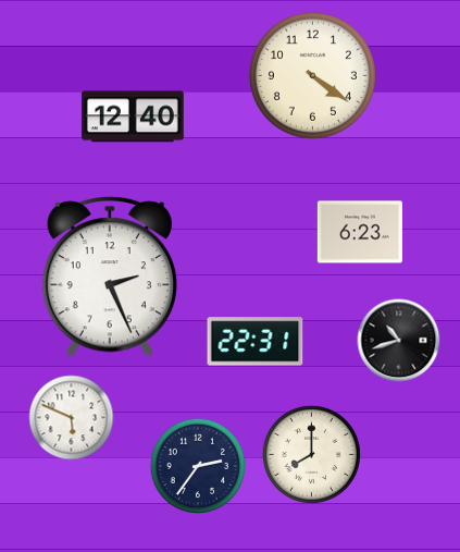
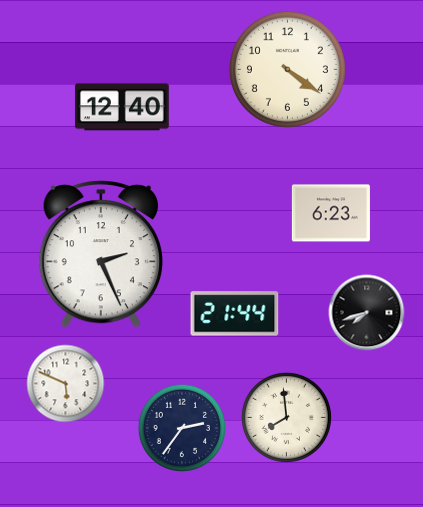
clock at (399, 341): 10:42 -> 7:42
clock at (256, 342): 22:31 -> 21:44
clock at (311, 454): 8:00 -> 7:59
